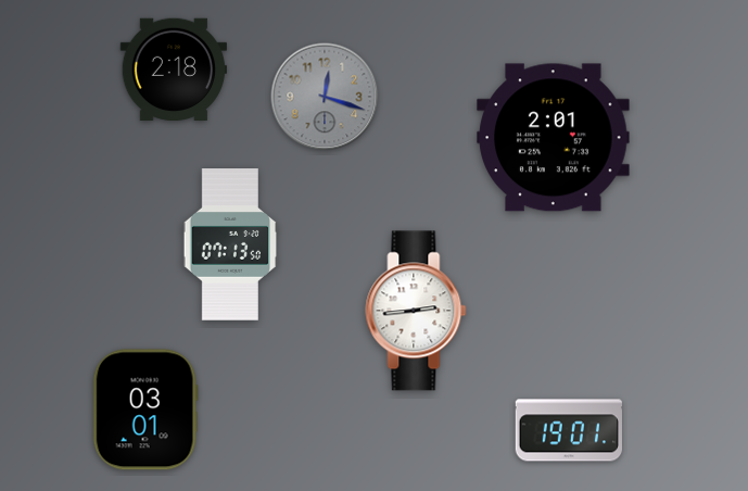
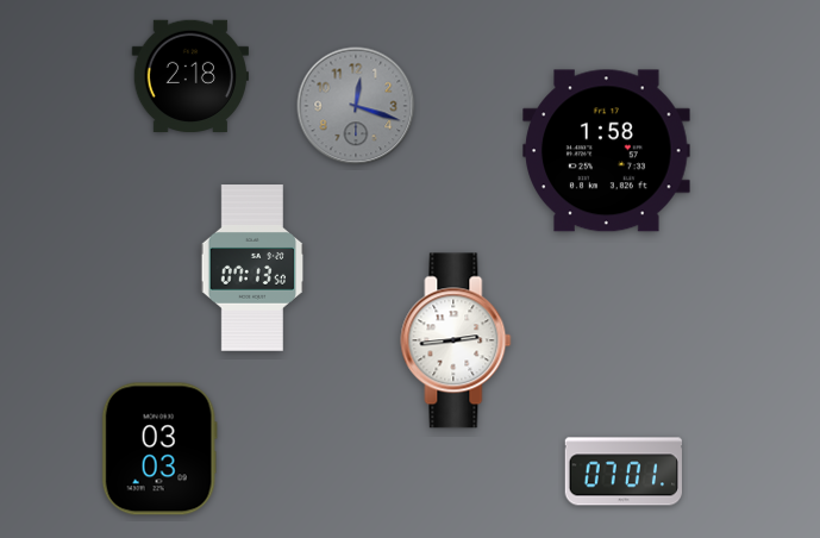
clock at (554, 138): 2:01 -> 1:58
clock at (145, 410): 03:01 -> 03:03
clock at (569, 430): 19:01 -> 07:01
